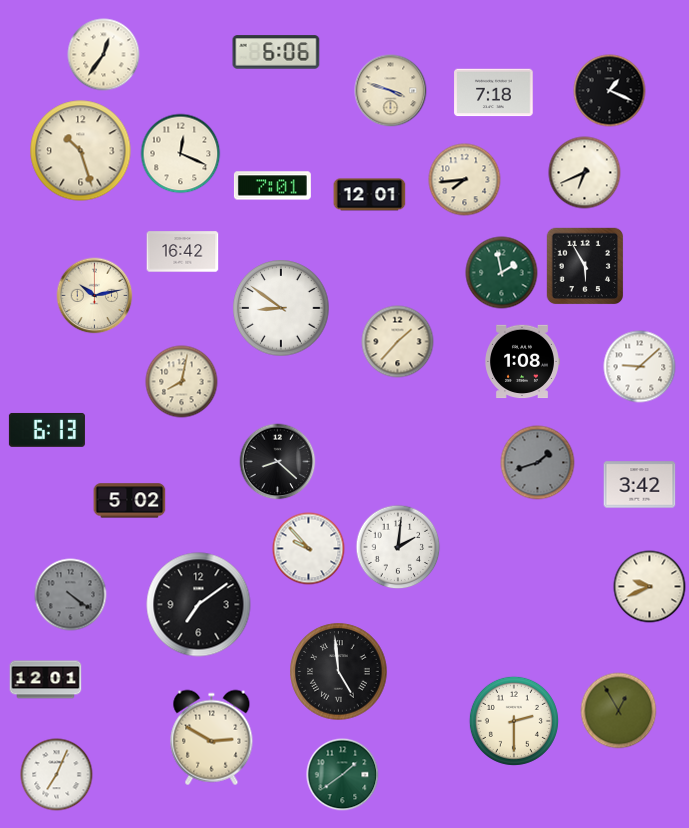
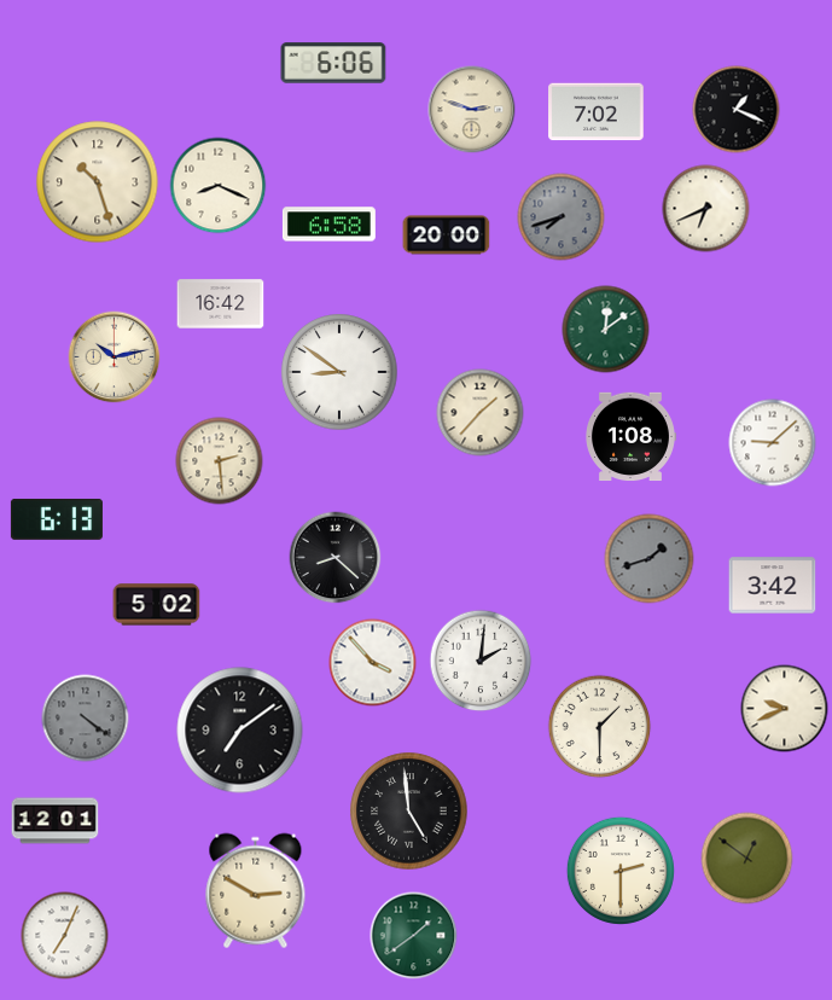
clock at (104, 55): 12:36 -> none
clock at (391, 91): 3:48 -> 2:48
clock at (494, 93): 7:18 -> 7:02
clock at (181, 154): 12:19 -> 8:19
clock at (465, 180): 7:44 -> 7:42
clock at (465, 180) dial: cream -> grey
clock at (272, 186): 7:01 -> 6:58
clock at (370, 195): 12:01 -> 20:00
clock at (585, 266): 5:55 -> none
clock at (502, 273): 1:58 -> 12:09
clock at (182, 382): 8:02 -> 2:29
clock at (309, 549): 9:53 -> 3:53
clock at (600, 727): none -> 1:30
clock at (619, 711): 12:55 -> 12:51
clock at (57, 775) position: (57, 775) -> (65, 936)
